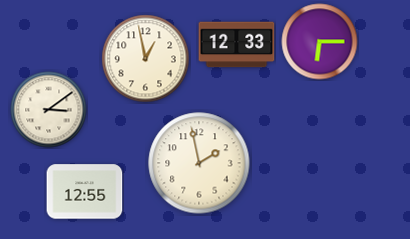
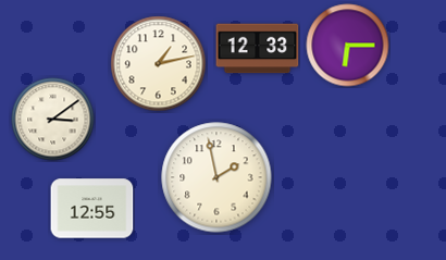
clock at (146, 59): 12:58 -> 1:13
